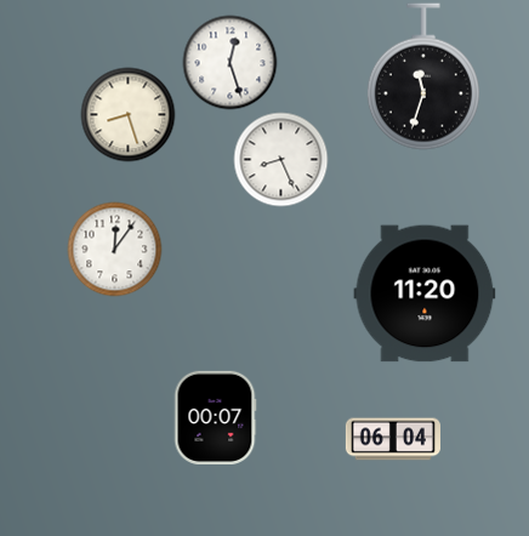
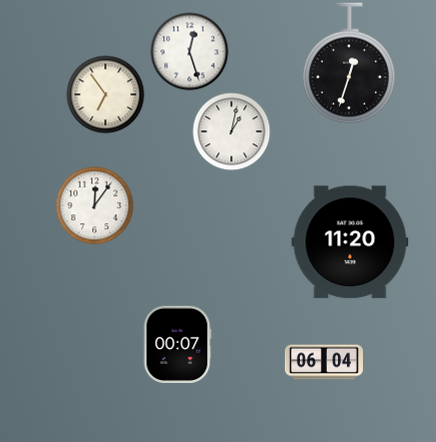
clock at (423, 76): 11:33 -> 12:33
clock at (127, 114): 8:27 -> 6:54
clock at (280, 159): 8:26 -> 1:02
